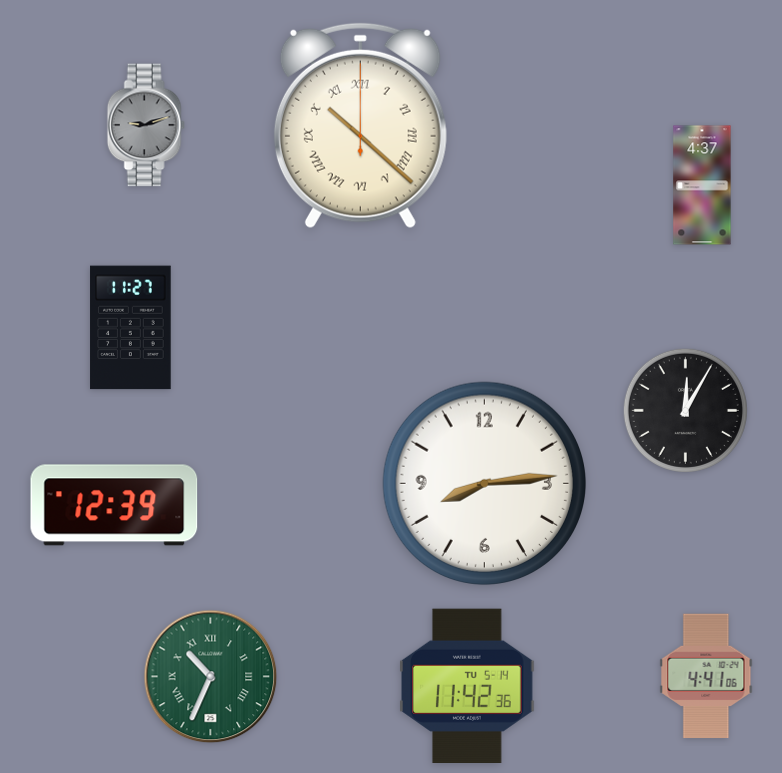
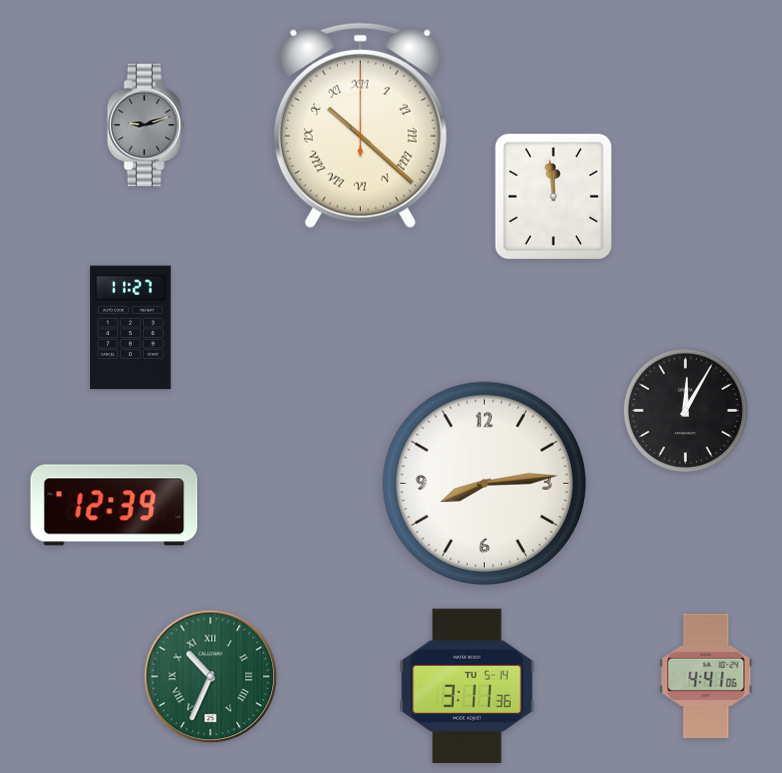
clock at (702, 185): 4:37 -> none
clock at (553, 197): none -> 11:59
clock at (467, 686): 11:42 -> 3:11
